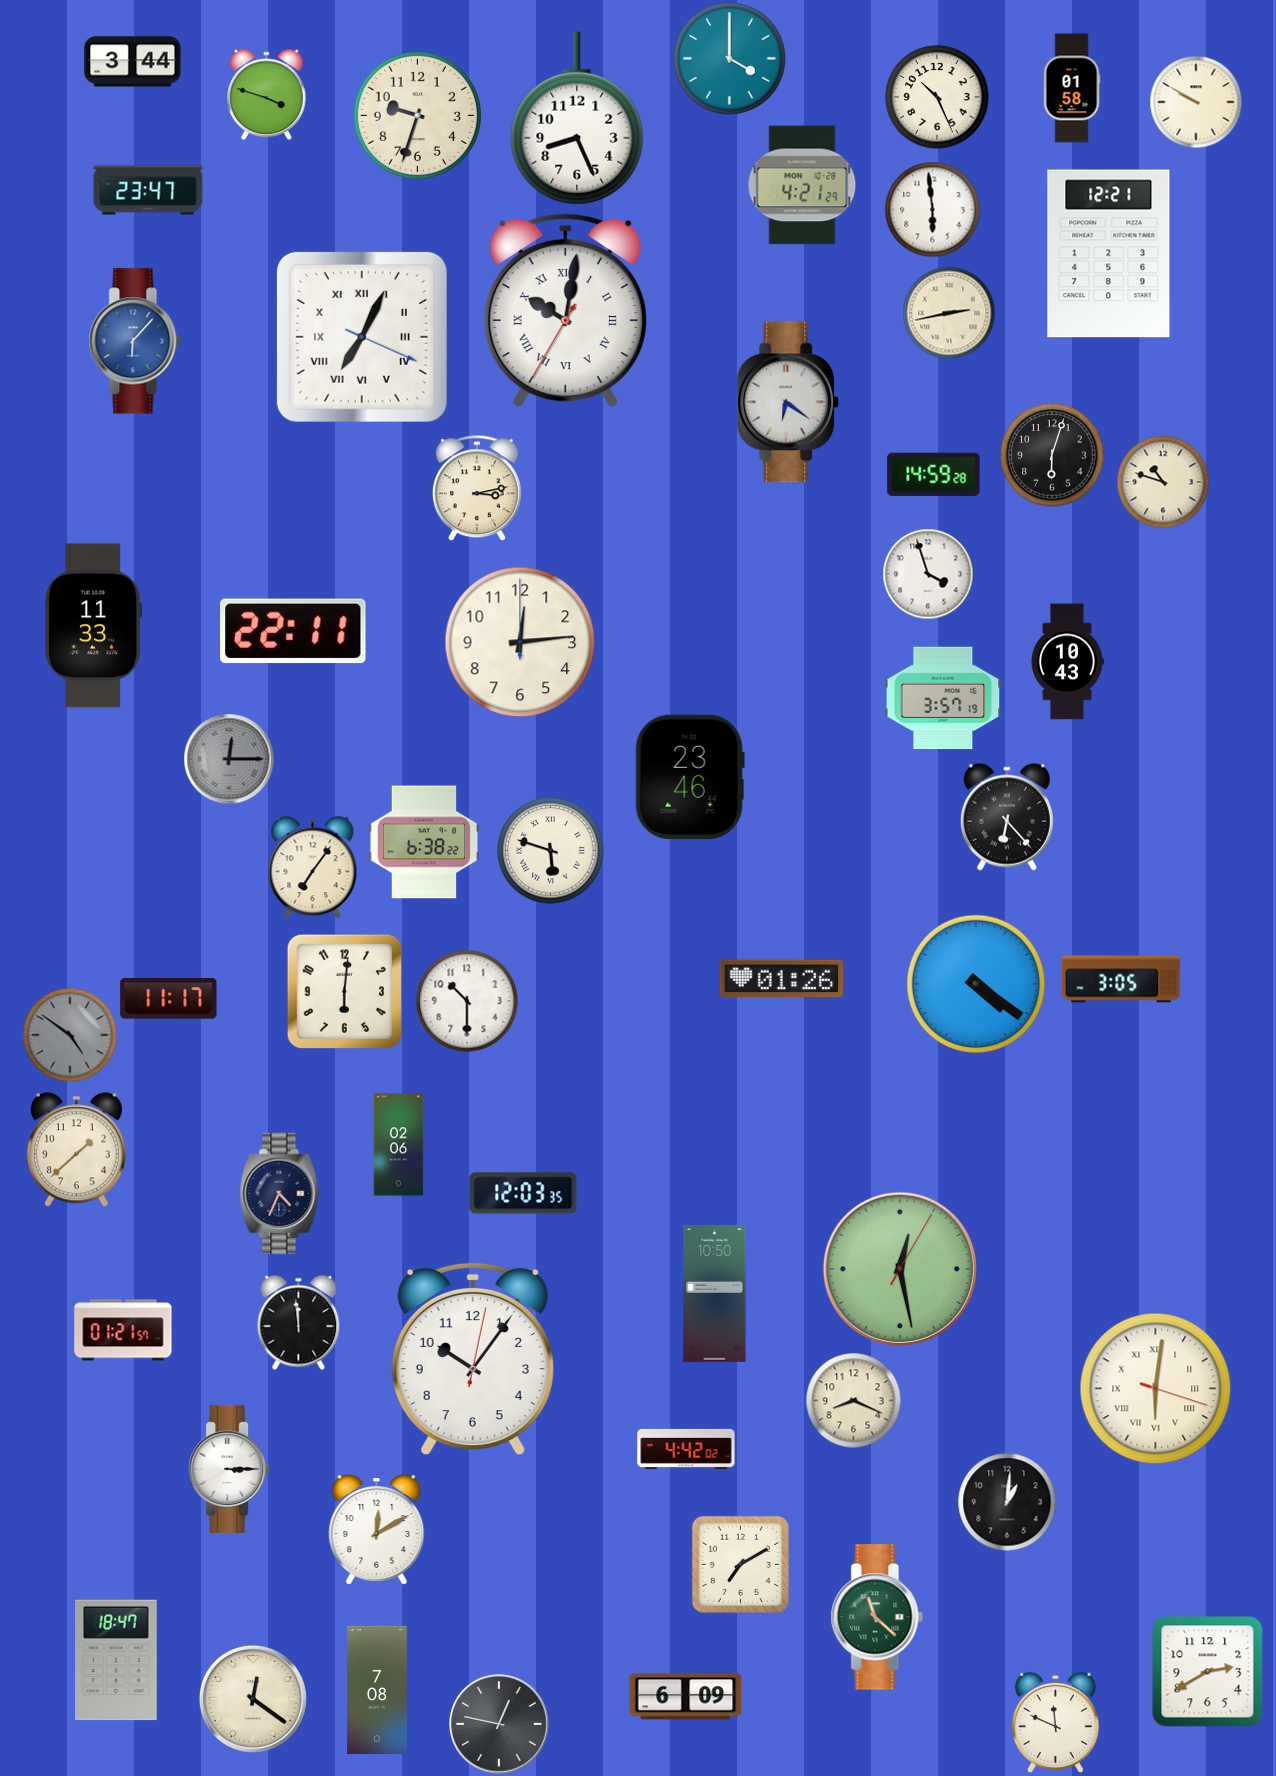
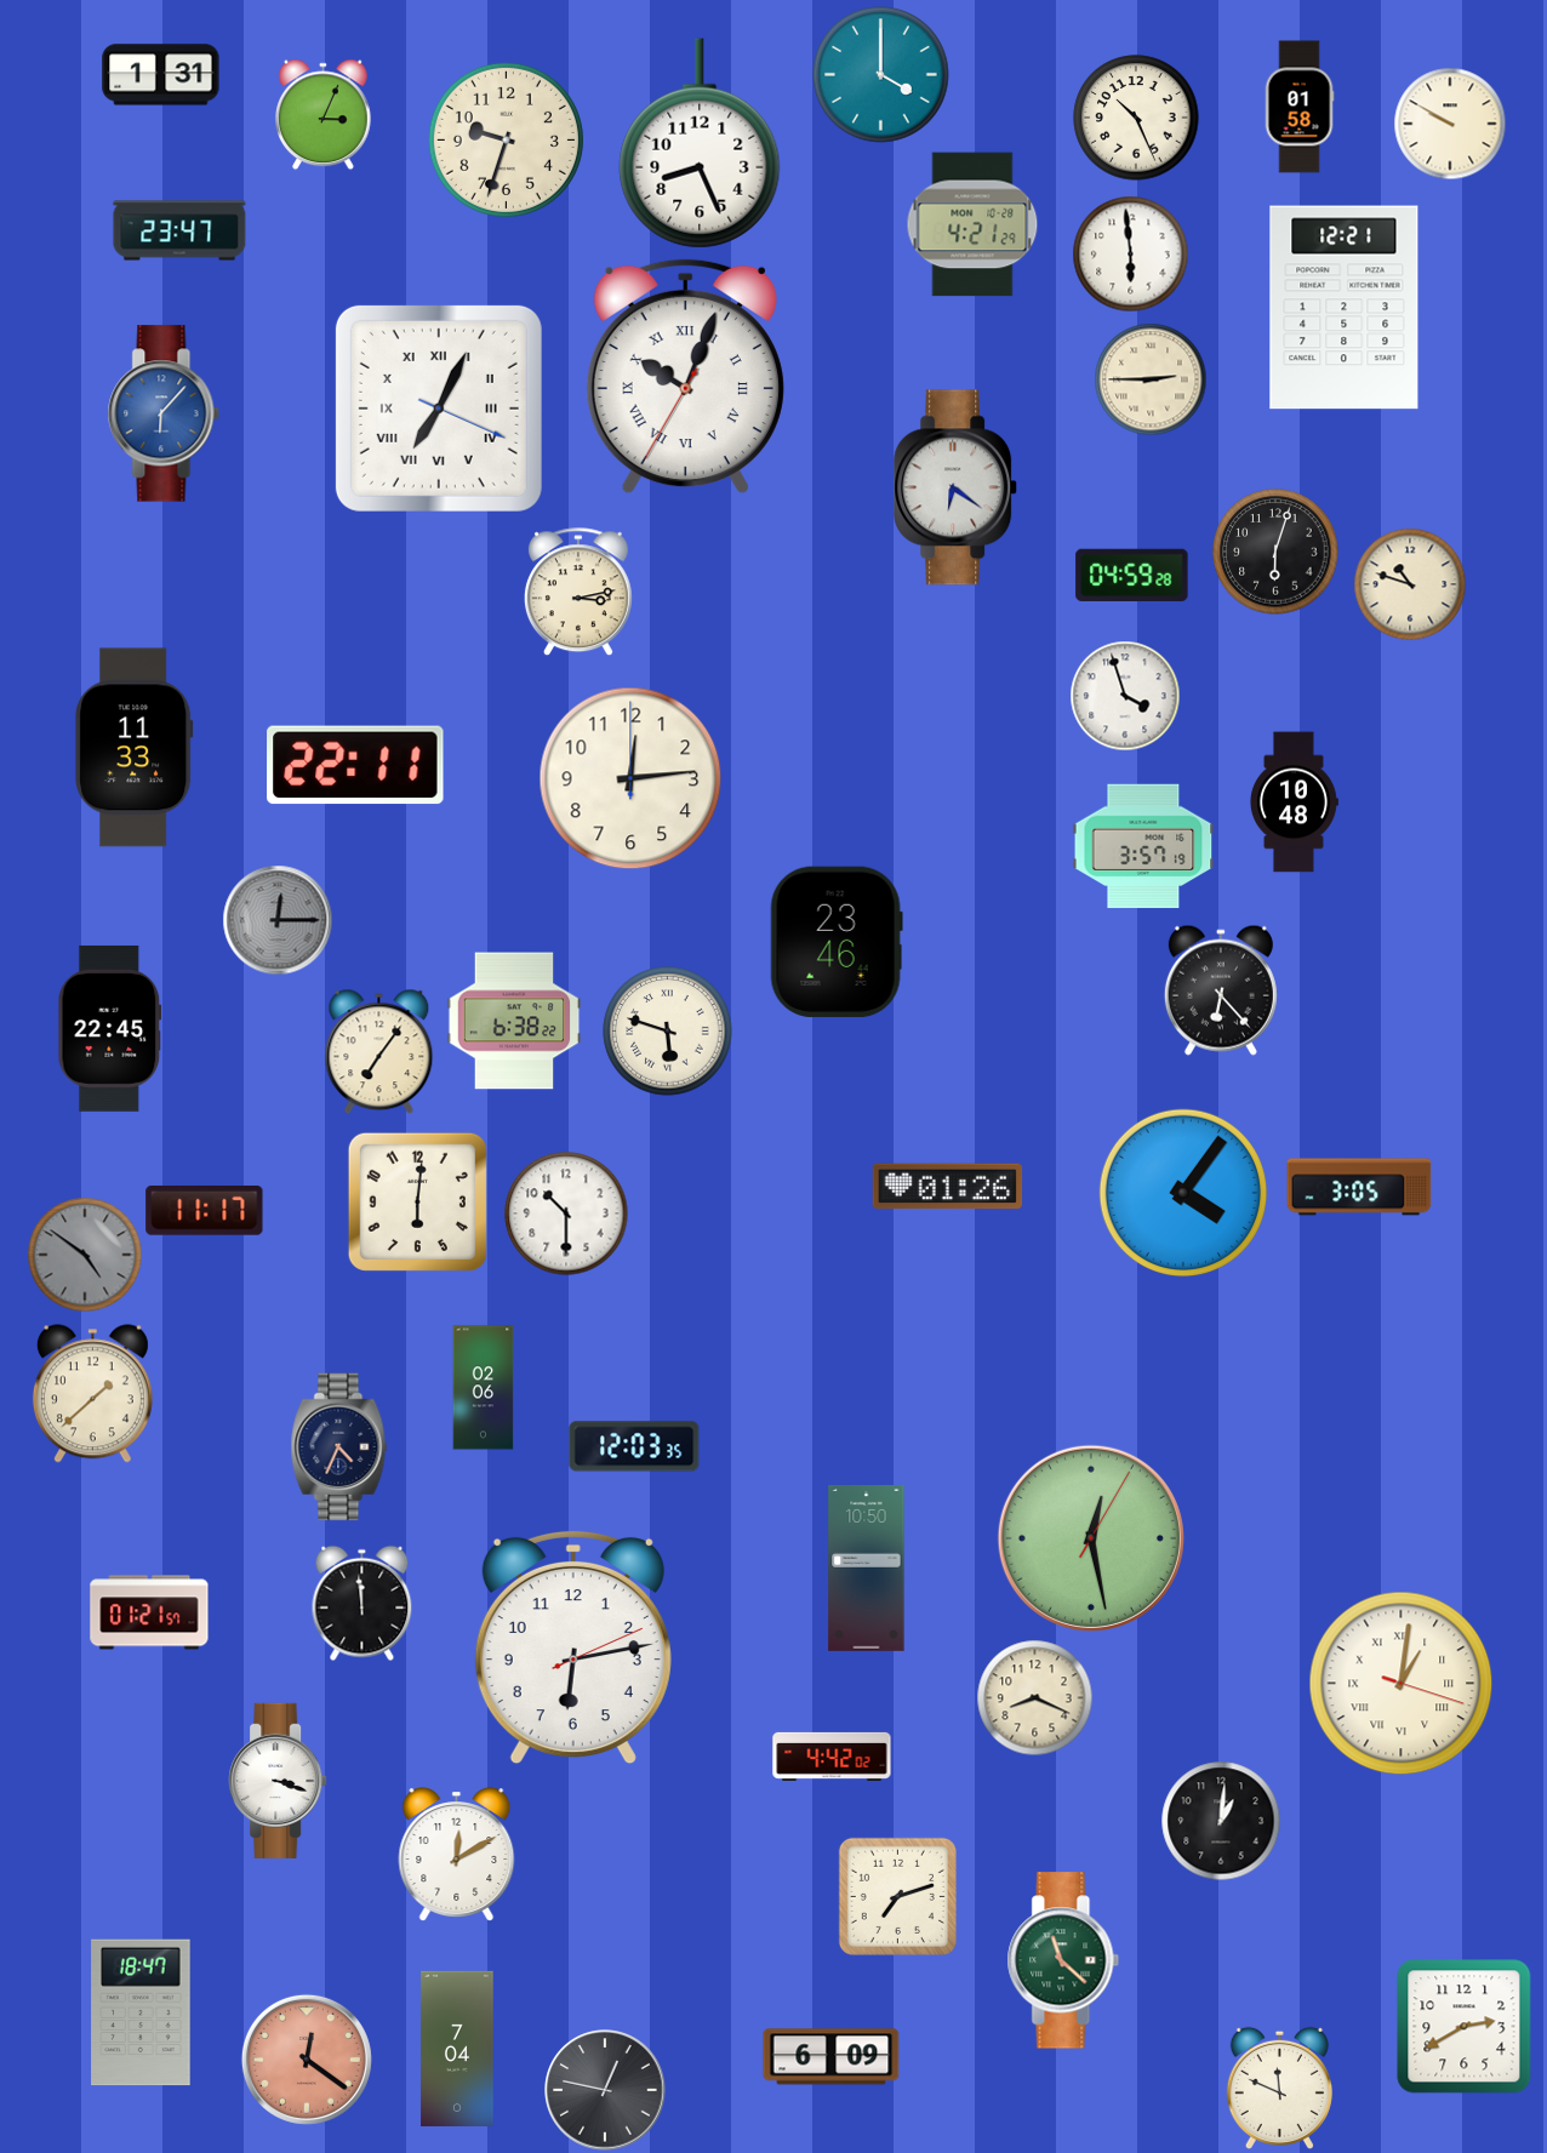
clock at (730, 59) position: (730, 59) -> (881, 75)
clock at (133, 62): 3:44 -> 1:31
clock at (267, 94): 3:48 -> 3:04
clock at (565, 311): 10:01 -> 10:03
clock at (949, 313): 2:43 -> 2:45
clock at (934, 474): 14:59 -> 04:59
clock at (94, 626) position: (94, 626) -> (135, 748)
clock at (1067, 662): 10:43 -> 10:48
clock at (110, 1028): none -> 22:45
clock at (976, 984): 4:21 -> 4:06
clock at (473, 1359): 10:06 -> 6:13
clock at (1156, 1389): 6:01 -> 1:01
clock at (229, 1469): 3:15 -> 3:18
clock at (740, 1564): 7:10 -> 7:12
clock at (377, 1690): 7:08 -> 7:04
clock at (253, 1699) dial: cream -> salmon
